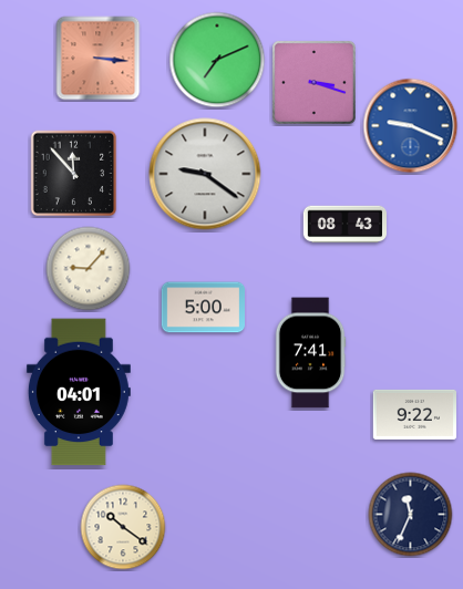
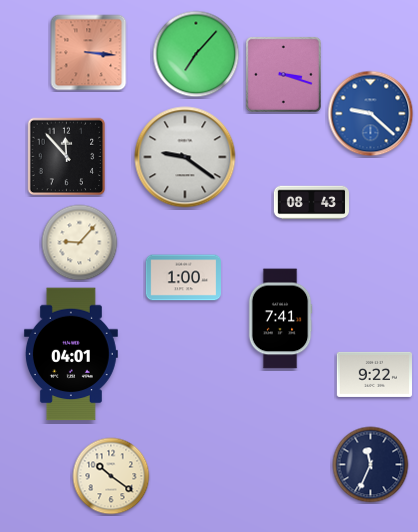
clock at (217, 60): 7:11 -> 7:07
clock at (411, 126): 9:19 -> 9:22
clock at (203, 308): 5:00 -> 1:00
